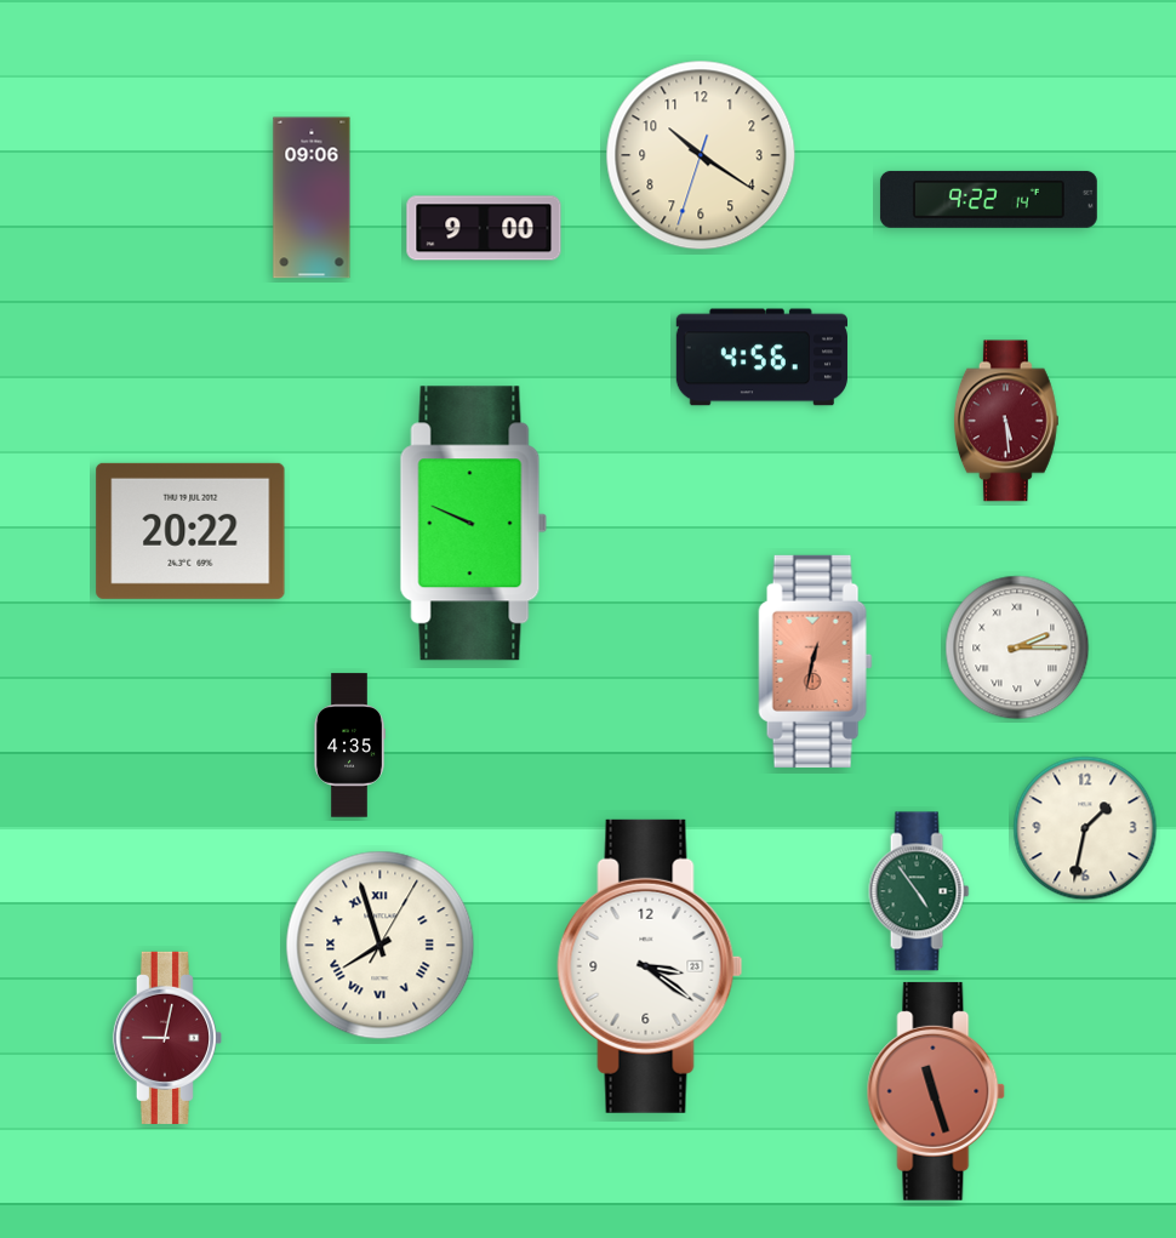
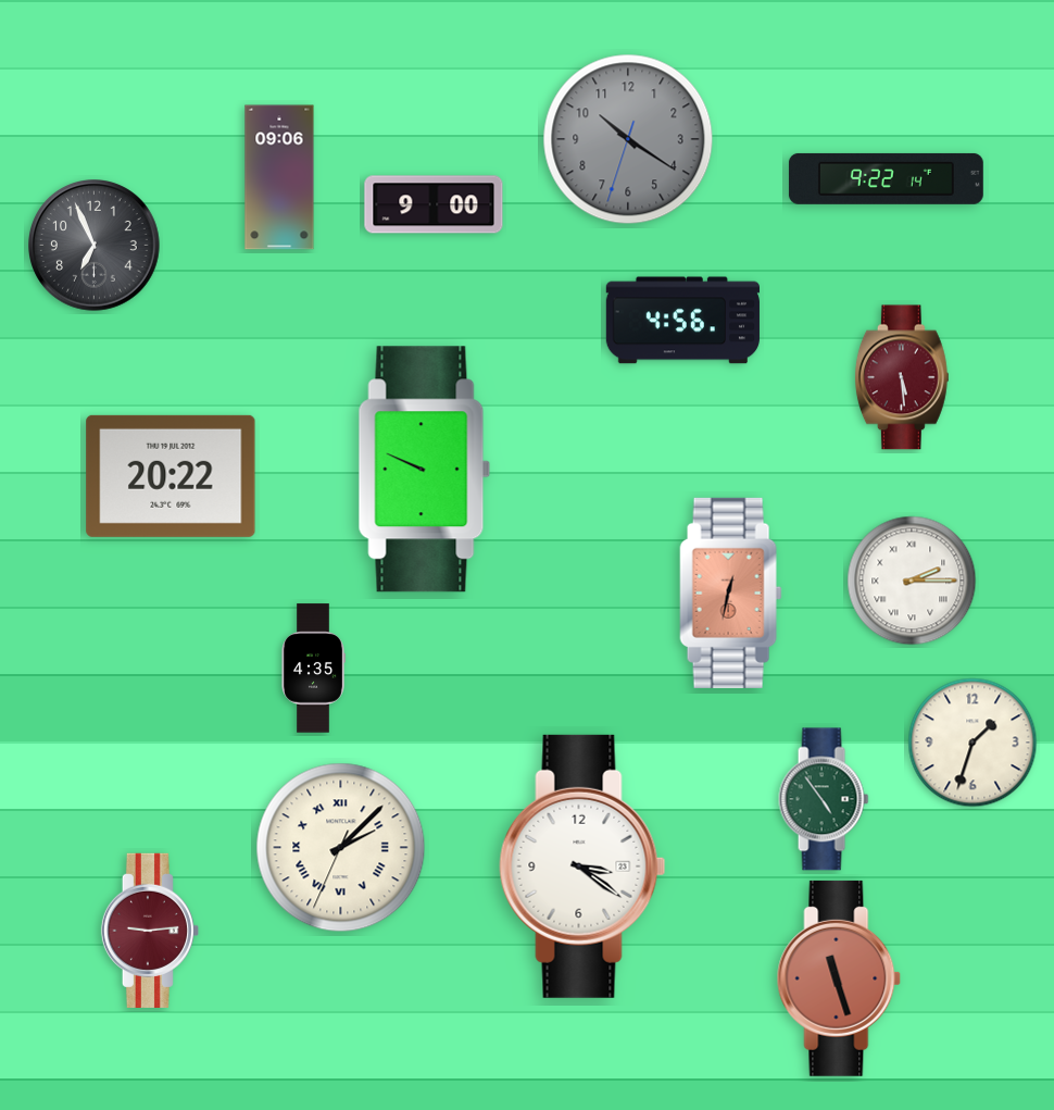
clock at (701, 155) dial: cream -> grey
clock at (95, 246): none -> 6:56
clock at (1085, 828): 1:32 -> 1:33
clock at (381, 946): 7:57 -> 2:07
clock at (167, 1038): 9:02 -> 9:14
